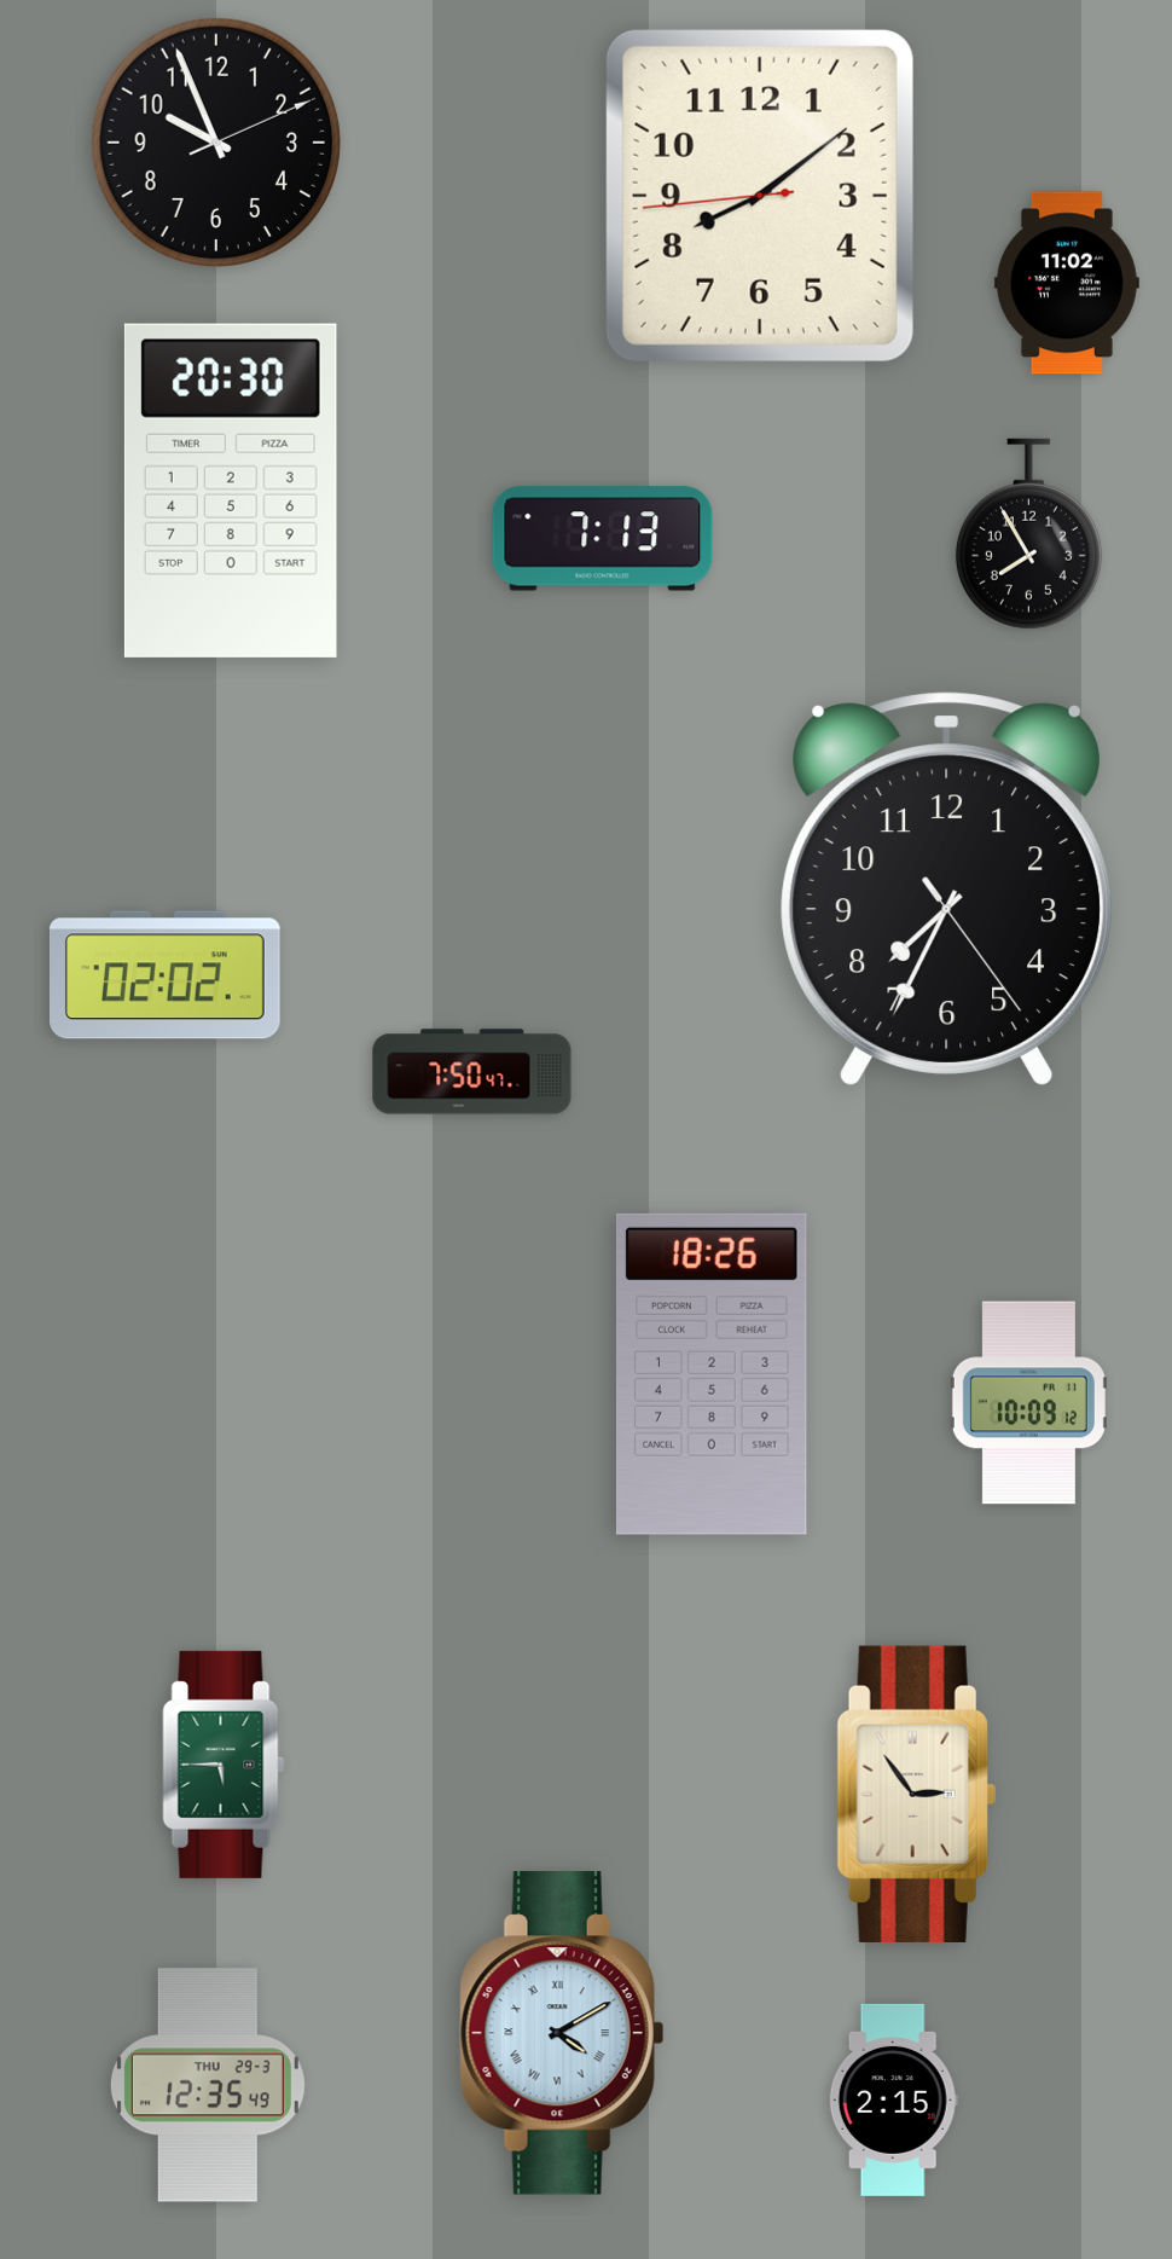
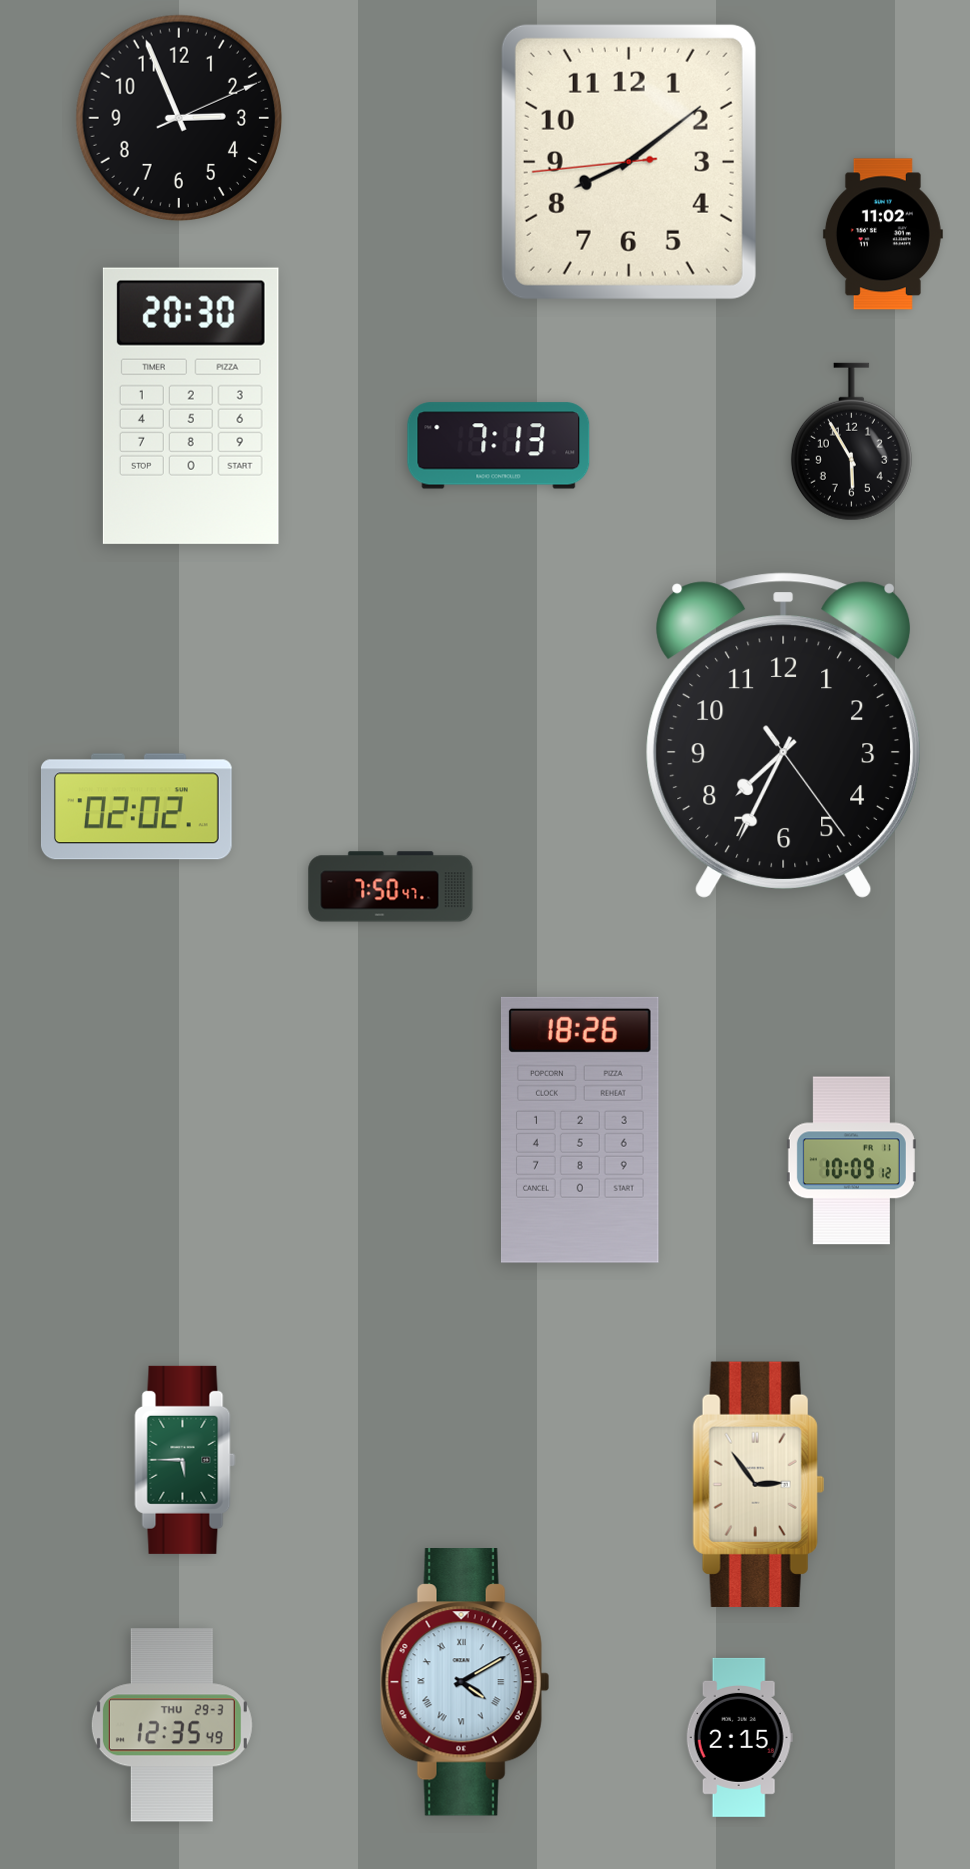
clock at (216, 143): 9:56 -> 2:56
clock at (1028, 534): 7:55 -> 5:55
clock at (712, 1374) position: (712, 1374) -> (580, 1130)
